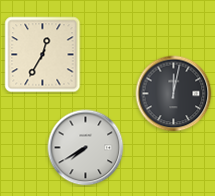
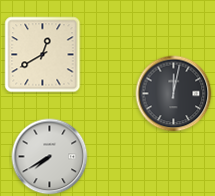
clock at (43, 55): 12:35 -> 12:40
clock at (86, 148) position: (86, 148) -> (50, 157)
